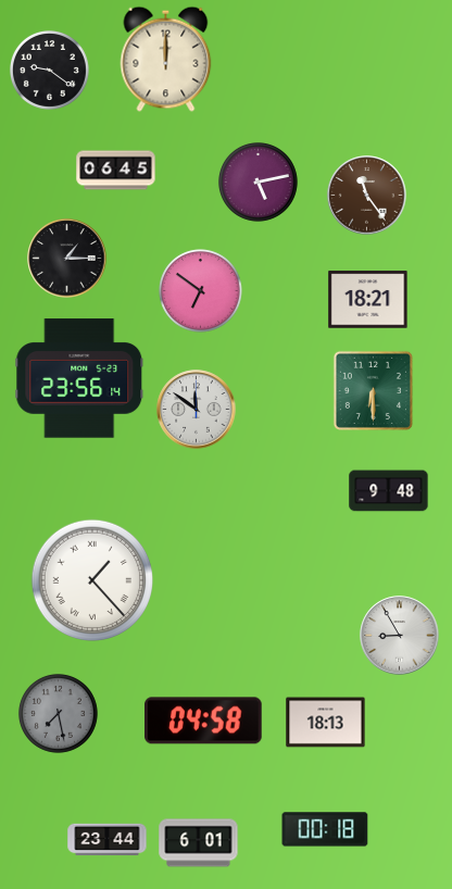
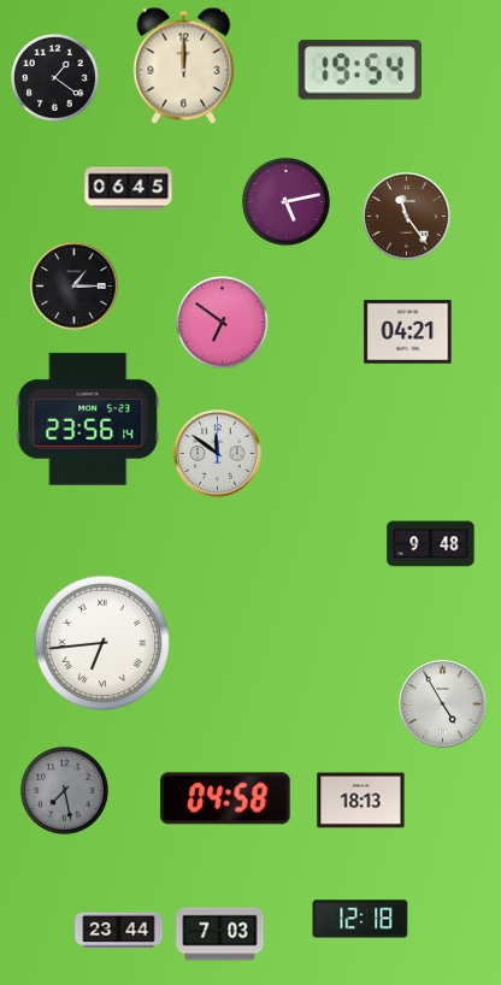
clock at (360, 70): none -> 19:54
clock at (49, 70): 9:21 -> 1:21
clock at (368, 300): 18:21 -> 04:21
clock at (373, 390): 6:30 -> none
clock at (91, 579): 1:23 -> 6:44
clock at (400, 636): 8:55 -> 4:55
clock at (325, 829): 00:18 -> 12:18
clock at (199, 843): 6:01 -> 7:03
